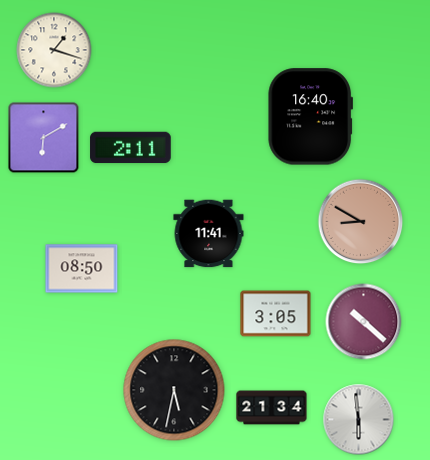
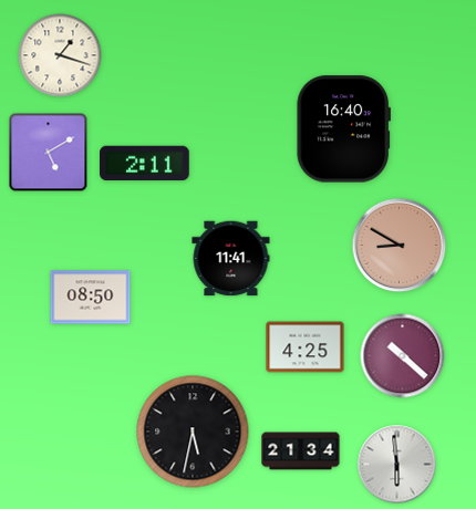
clock at (44, 138): 6:10 -> 5:10
clock at (276, 314): 3:05 -> 4:25
